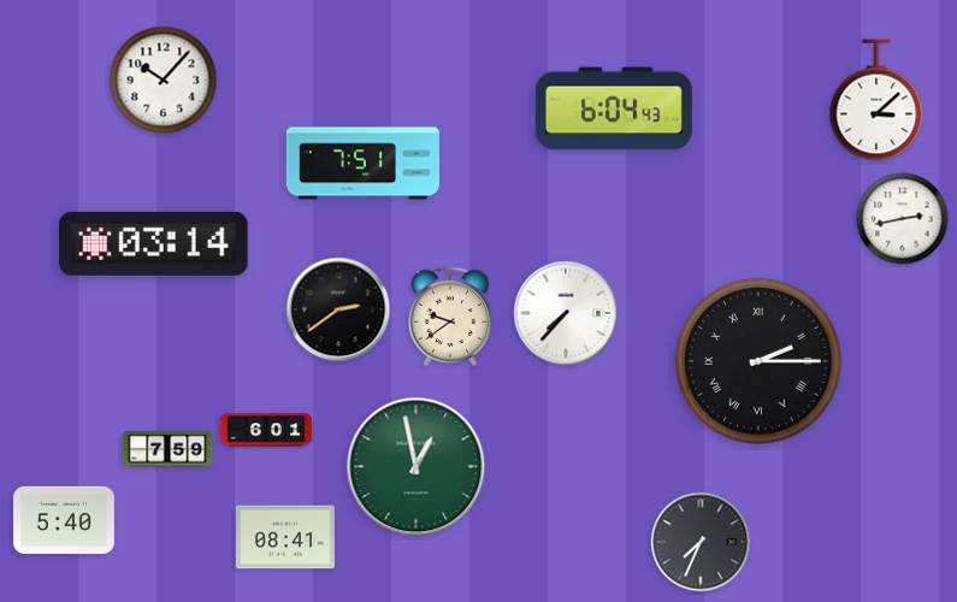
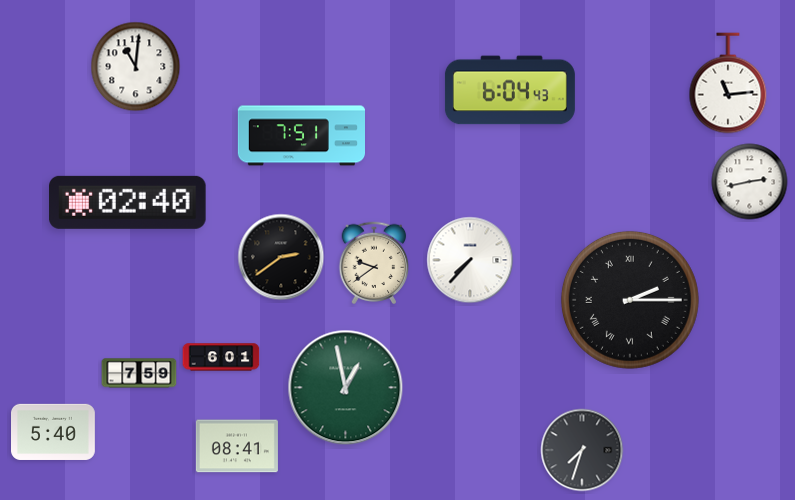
clock at (164, 81): 10:07 -> 11:01
clock at (876, 100): 3:08 -> 11:14
clock at (154, 243): 03:14 -> 02:40
clock at (701, 542): 7:34 -> 7:33
